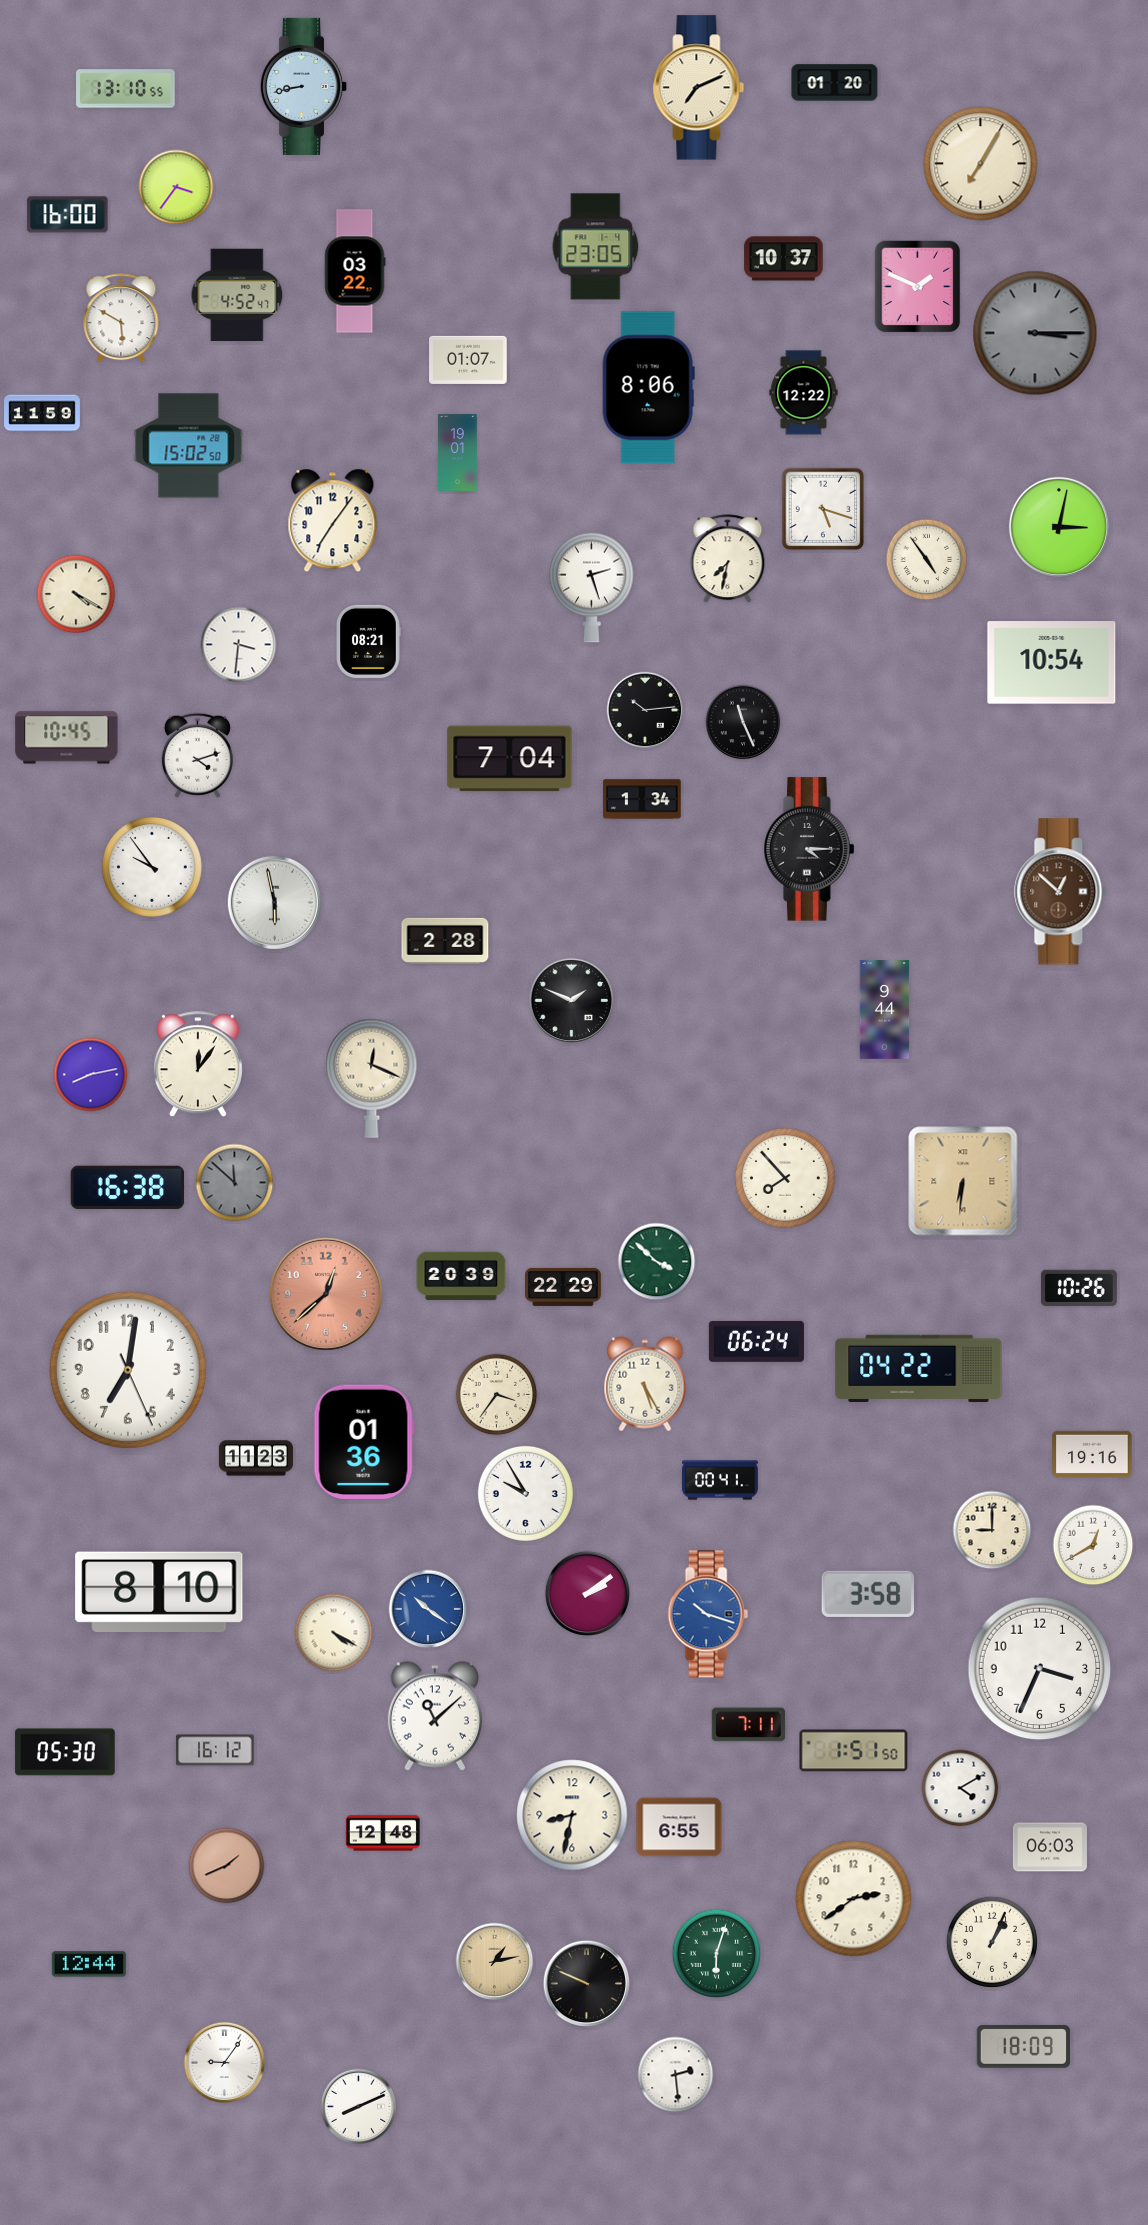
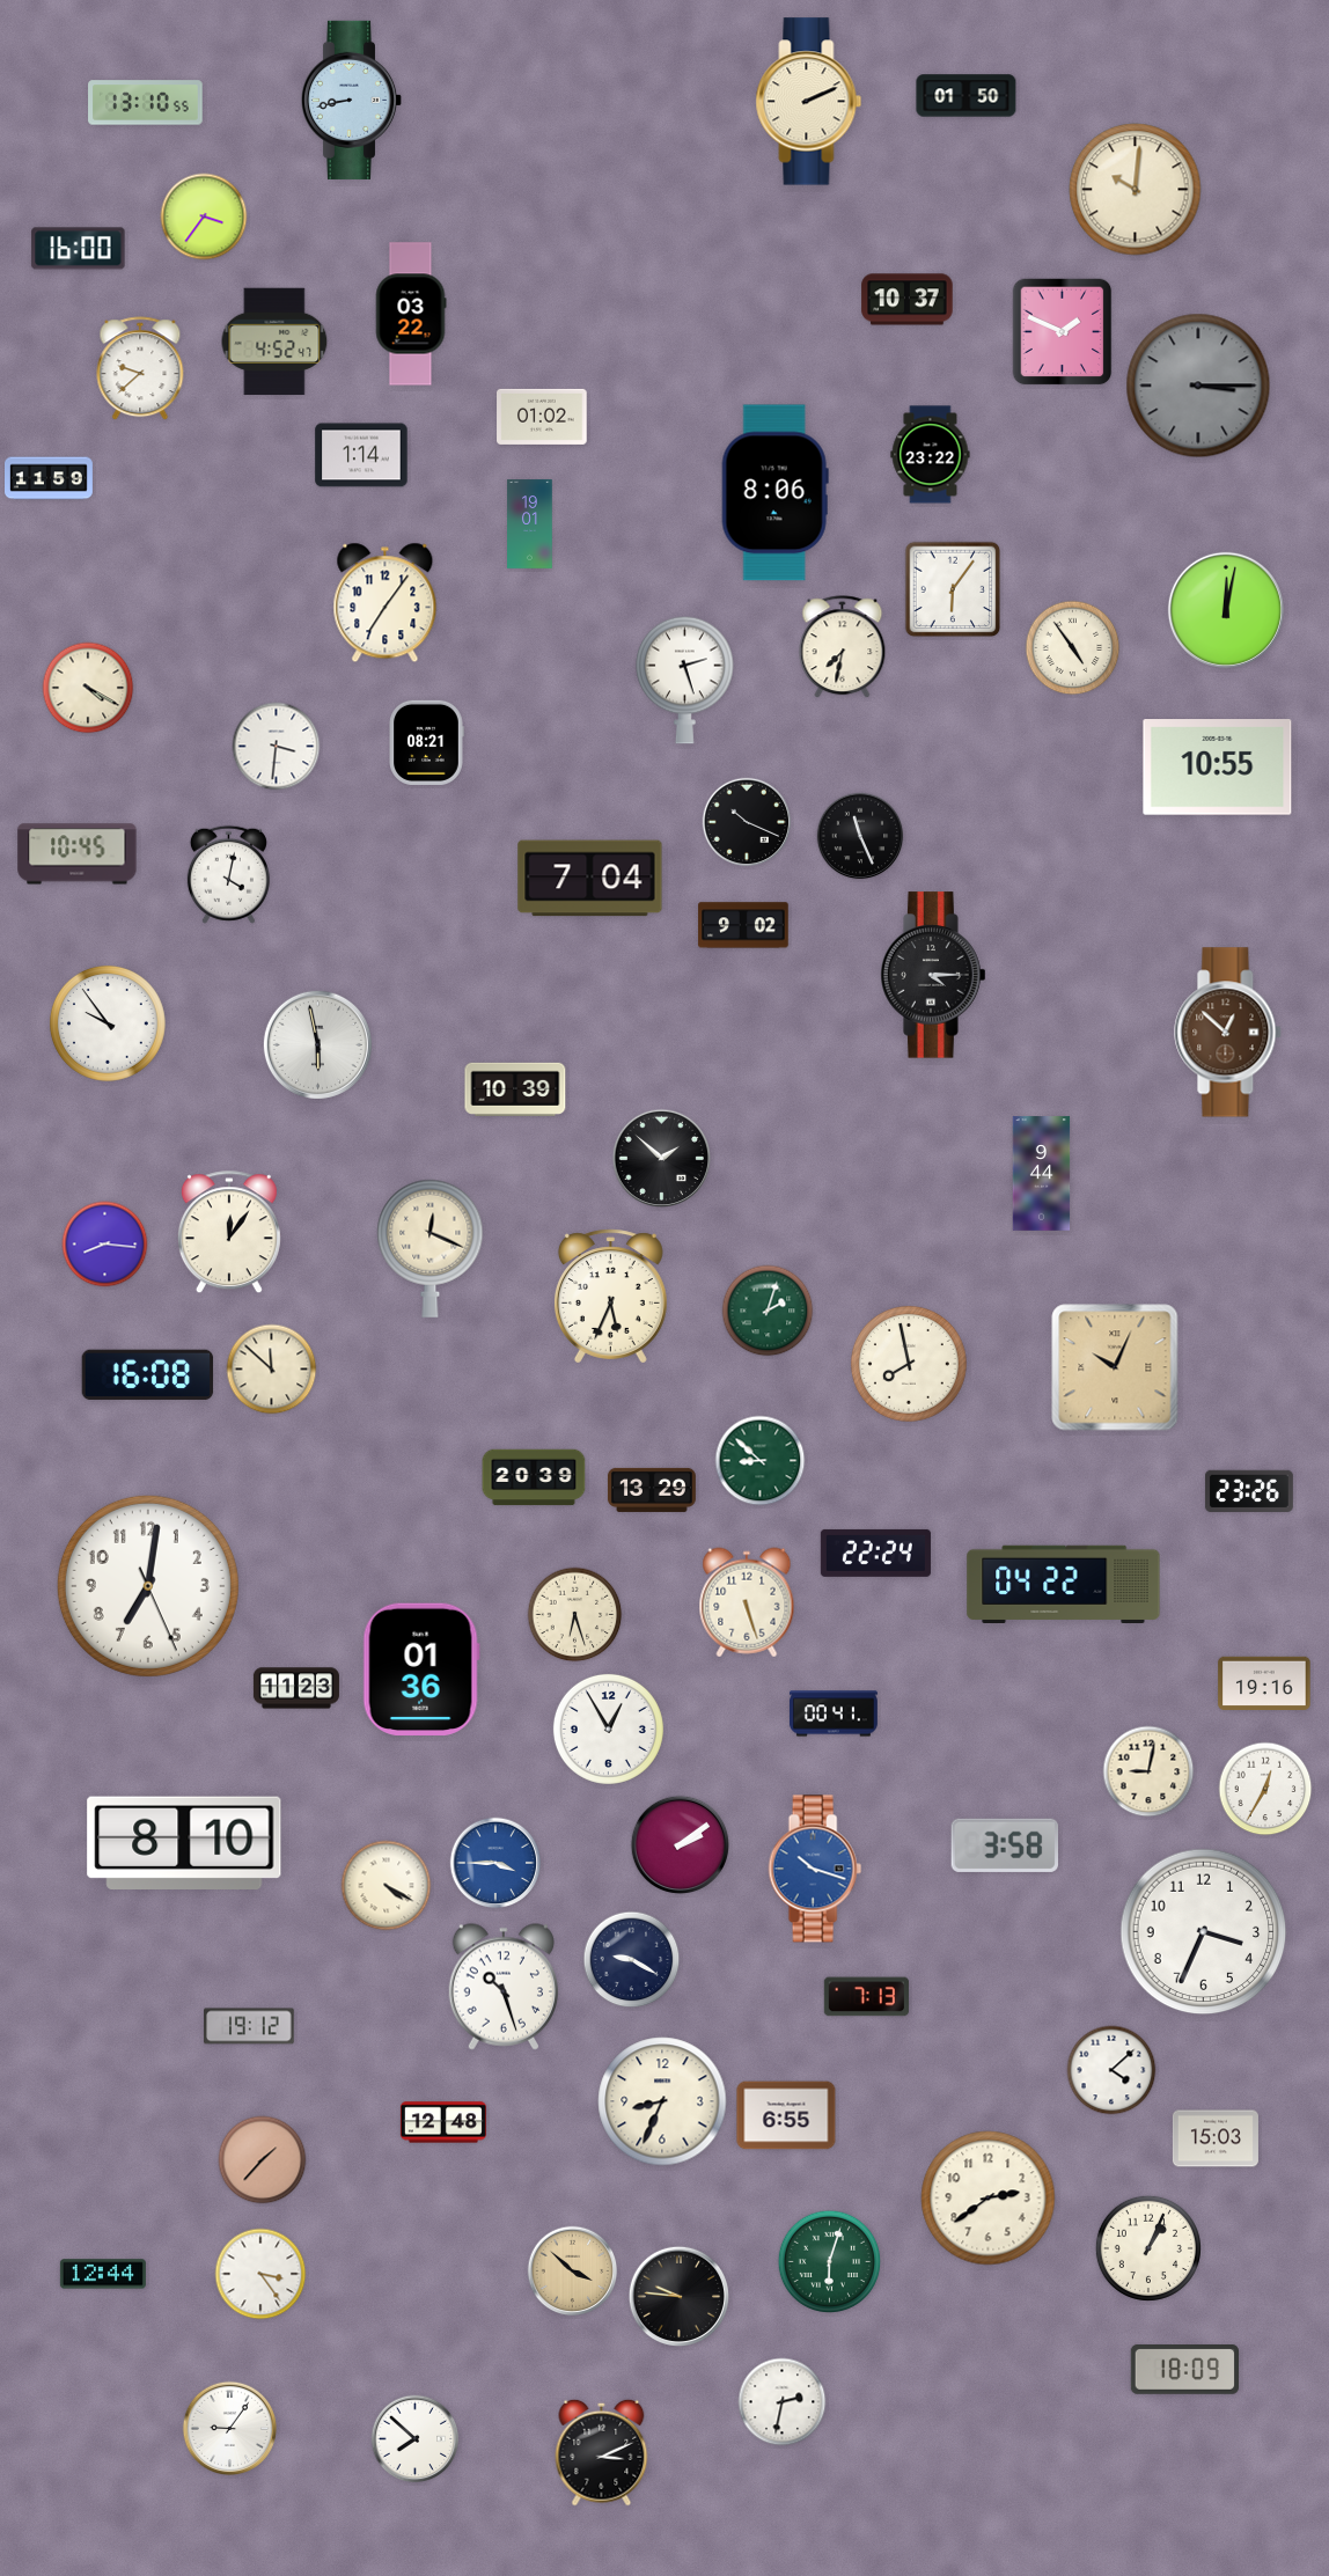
clock at (835, 83): 01:20 -> 01:50
clock at (699, 88): 7:11 -> 2:11
clock at (981, 164): 7:05 -> 10:01
clock at (596, 247): 23:05 -> none
clock at (121, 319): 5:50 -> 9:38
clock at (468, 360): 01:07 -> 01:02
clock at (648, 388) position: (648, 388) -> (774, 493)
clock at (361, 455): none -> 1:14
clock at (804, 393): 12:22 -> 23:22
clock at (189, 446): 15:02 -> none
clock at (823, 509): 5:18 -> 6:06
clock at (1059, 527): 3:02 -> 12:02
clock at (1052, 663): 10:54 -> 10:55
clock at (645, 710): 10:14 -> 10:19
clock at (197, 755): 4:12 -> 4:02
clock at (642, 799): 1:34 -> 9:02
clock at (809, 849) position: (809, 849) -> (933, 975)
clock at (152, 867) position: (152, 867) -> (108, 1023)
clock at (445, 941): 2:28 -> 10:39
clock at (572, 1001): 1:49 -> 1:52
clock at (885, 1010) position: (885, 1010) -> (1042, 1174)
clock at (91, 1075): 8:13 -> 8:16
clock at (610, 1297): none -> 5:34
clock at (768, 1311): none -> 2:03
clock at (785, 1178): 7:53 -> 7:58
clock at (963, 1181): 6:31 -> 10:04
clock at (235, 1183) dial: grey -> cream
clock at (128, 1188): 16:38 -> 16:08
clock at (657, 1262): 3:52 -> 8:52
clock at (563, 1287): 22:29 -> 13:29
clock at (1079, 1287): 10:26 -> 23:26
clock at (326, 1294): 12:38 -> none
clock at (756, 1341): 06:24 -> 22:24
clock at (645, 1384): 5:25 -> 5:27
clock at (497, 1395): 3:36 -> 6:27
clock at (525, 1493): 9:55 -> 12:55
clock at (992, 1530): 9:00 -> 9:02
clock at (1093, 1545): 12:40 -> 12:35
clock at (428, 1609): 10:21 -> 3:45
clock at (708, 1614) position: (708, 1614) -> (815, 1869)
clock at (334, 1633) position: (334, 1633) -> (387, 1886)
clock at (632, 1960): none -> 9:20
clock at (434, 1716): 11:08 -> 10:27
clock at (748, 1725): 7:11 -> 7:13
clock at (215, 1750): 16:12 -> 19:12
clock at (854, 1751): 1:51 -> none
clock at (65, 1752): 05:30 -> none
clock at (960, 1788): 4:10 -> 4:08
clock at (572, 1815): 8:32 -> 8:34
clock at (1050, 1847): 06:03 -> 15:03
clock at (227, 1866): 1:41 -> 1:37
clock at (495, 1962): 1:13 -> 3:52
clock at (260, 2274): none -> 3:24
clock at (586, 1983): 9:49 -> 9:46
clock at (225, 2063) position: (225, 2063) -> (230, 2429)
clock at (676, 2075): 2:29 -> 2:32
clock at (359, 2107): 8:11 -> 7:52
clock at (602, 2452): none -> 3:11
